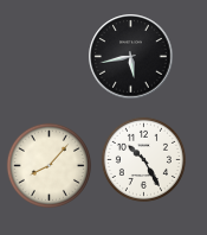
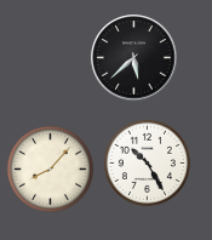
clock at (131, 57): 5:43 -> 5:38
